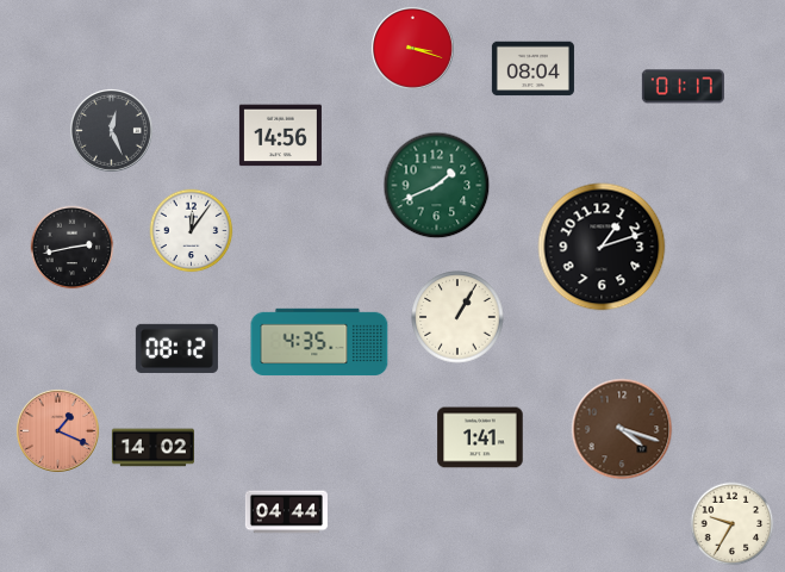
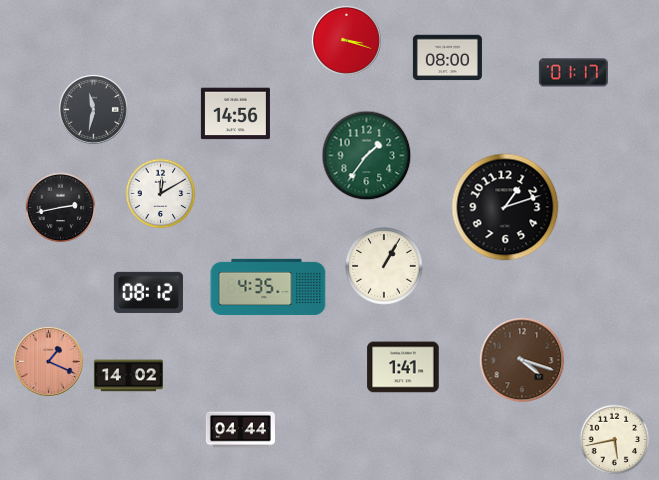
clock at (532, 69): 08:04 -> 08:00
clock at (111, 130): 12:26 -> 11:32
clock at (437, 186): 1:41 -> 1:36
clock at (192, 231): 12:06 -> 12:10
clock at (733, 524): 9:35 -> 5:43
